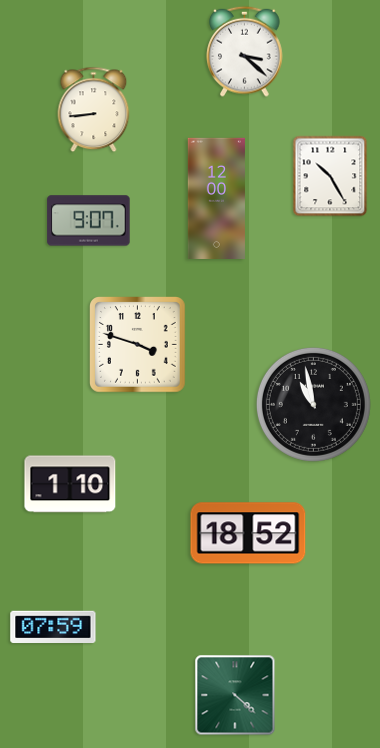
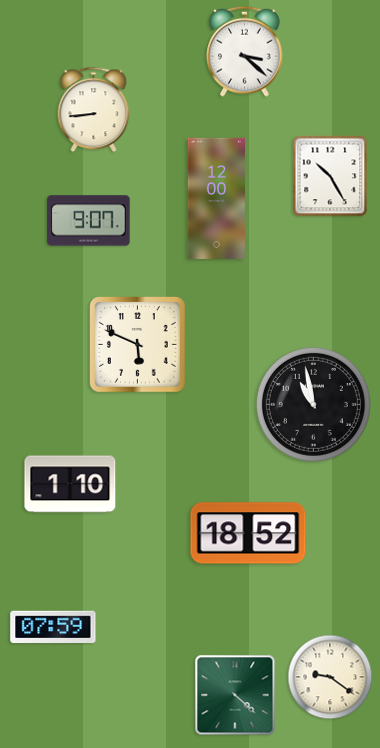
clock at (138, 345): 3:48 -> 5:49
clock at (330, 677): none -> 9:21
